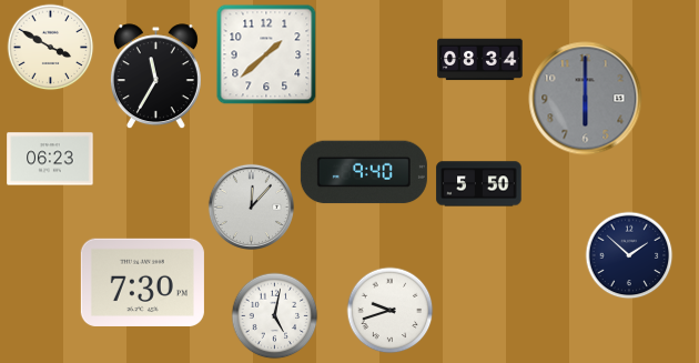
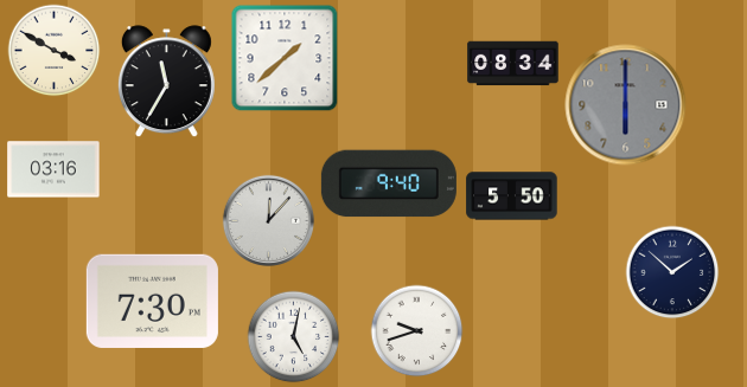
clock at (50, 159): 06:23 -> 03:16
